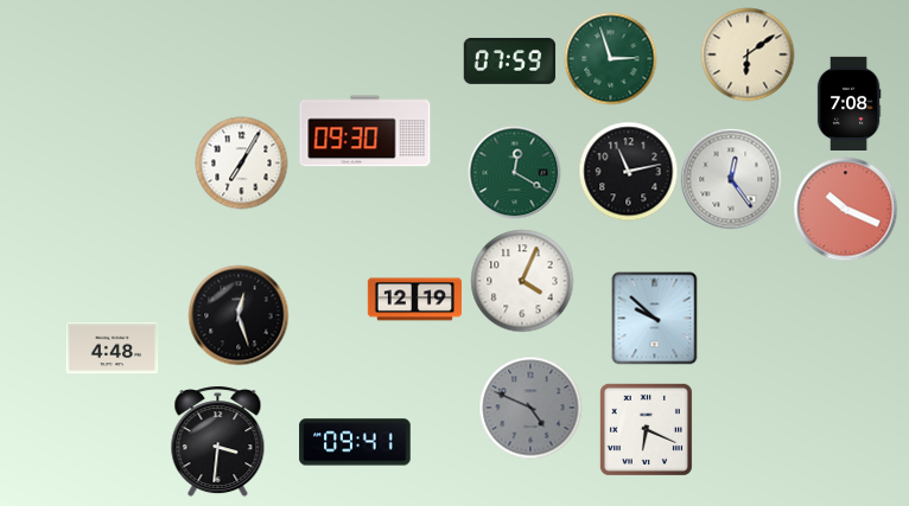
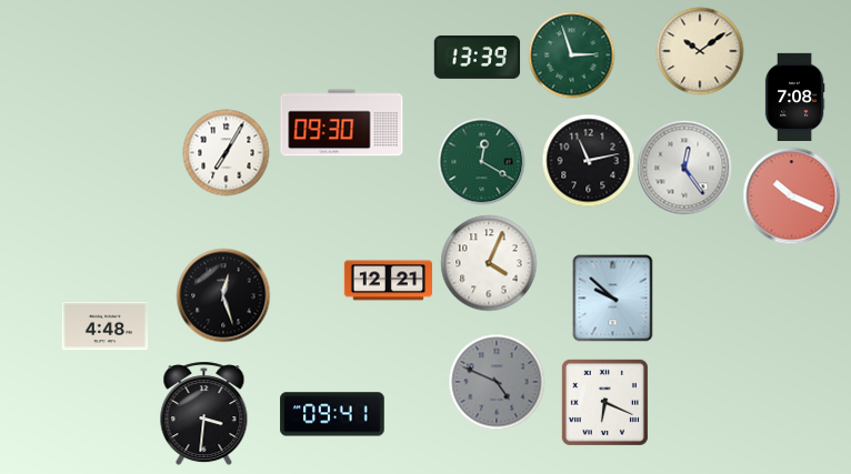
clock at (748, 55): 6:09 -> 10:09
clock at (509, 60): 07:59 -> 13:39
clock at (414, 300): 12:19 -> 12:21
